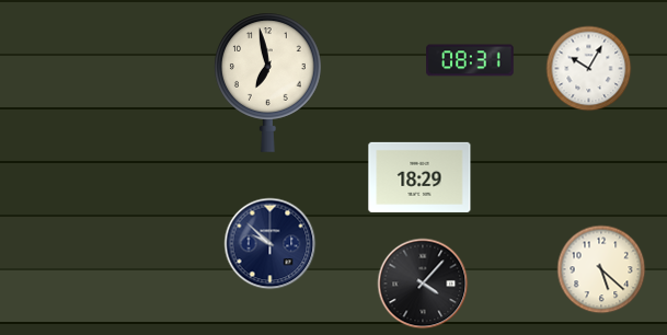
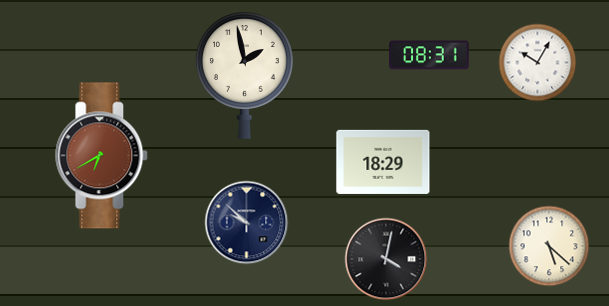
clock at (268, 82): 6:58 -> 1:58
clock at (102, 156): none -> 6:40
clock at (423, 284): 4:07 -> 4:02
